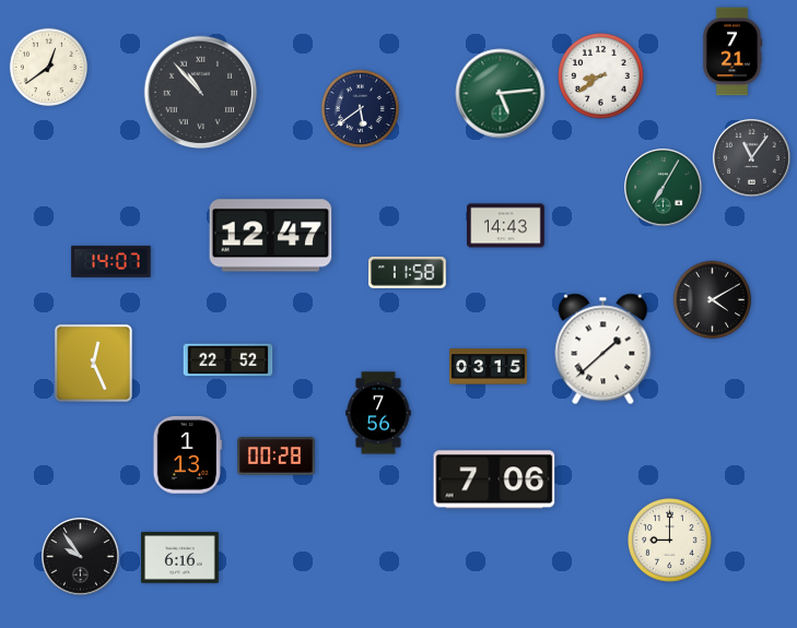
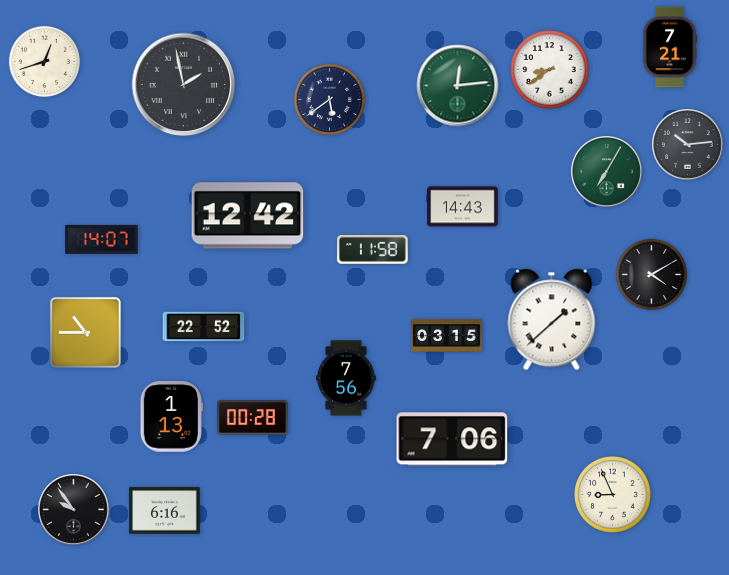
clock at (49, 68): 12:39 -> 12:42
clock at (201, 93): 10:53 -> 1:58
clock at (501, 94): 5:14 -> 12:14
clock at (752, 158): 11:06 -> 10:14
clock at (271, 236): 12:47 -> 12:42
clock at (228, 360) position: (228, 360) -> (204, 327)
clock at (93, 363): 12:26 -> 10:45
clock at (670, 541): 9:00 -> 8:56
